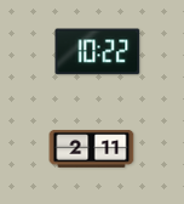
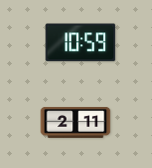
clock at (98, 52): 10:22 -> 10:59
